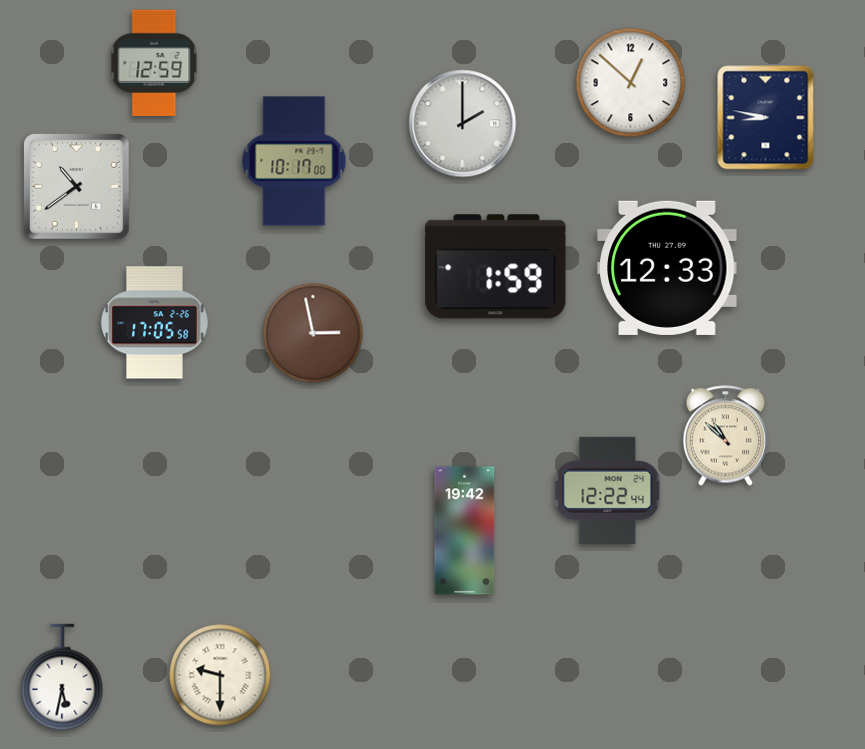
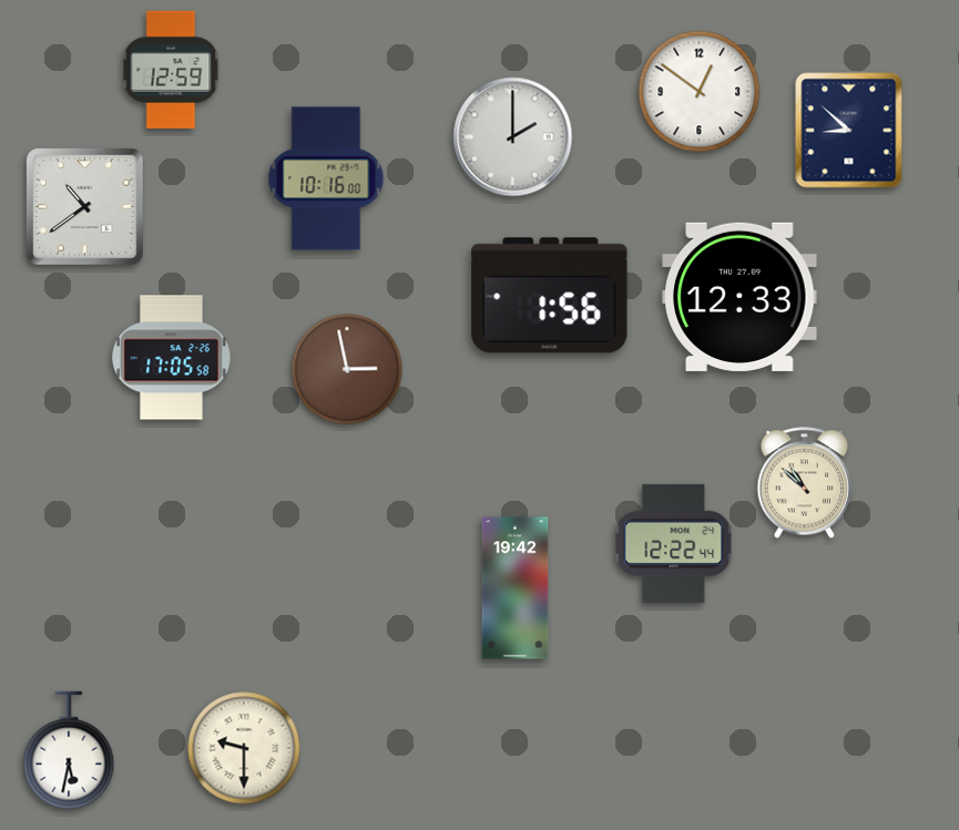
clock at (631, 83): 12:52 -> 12:51
clock at (766, 118): 8:47 -> 8:52
clock at (294, 161): 10:17 -> 10:16
clock at (496, 267): 1:59 -> 1:56
